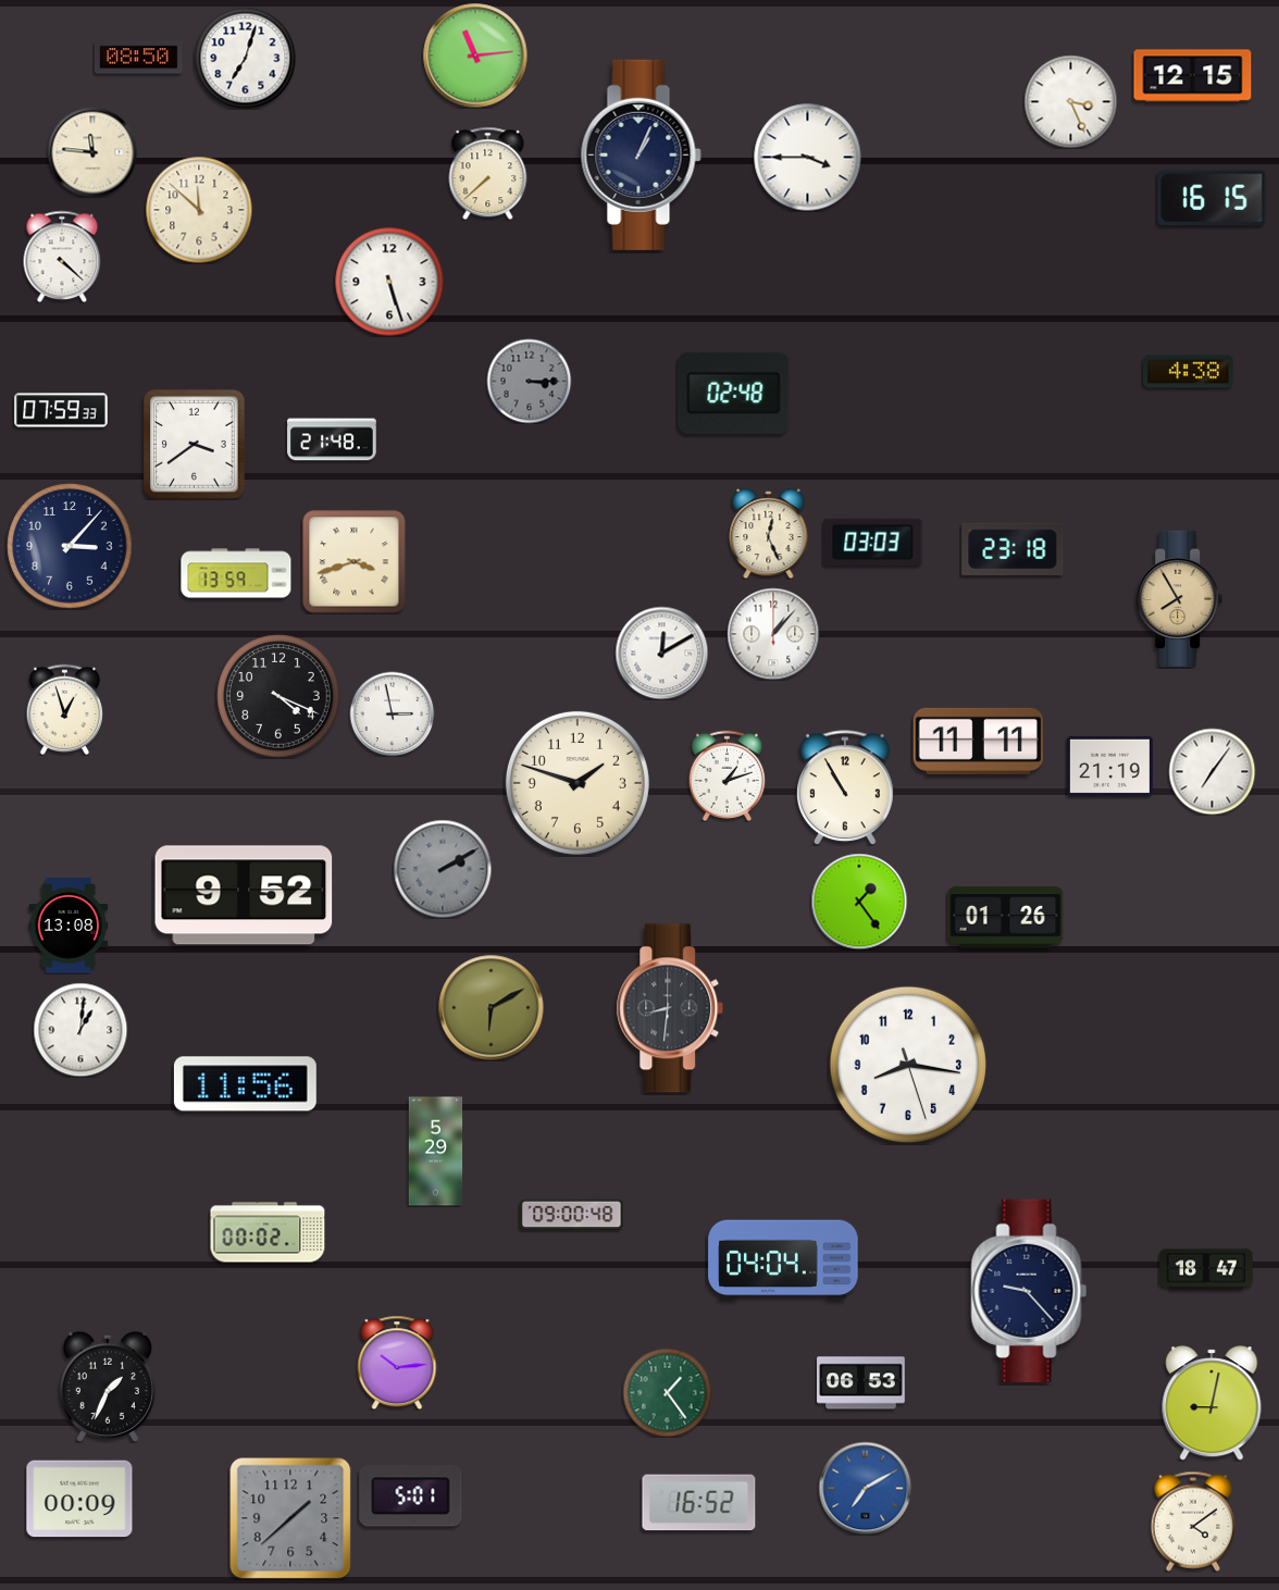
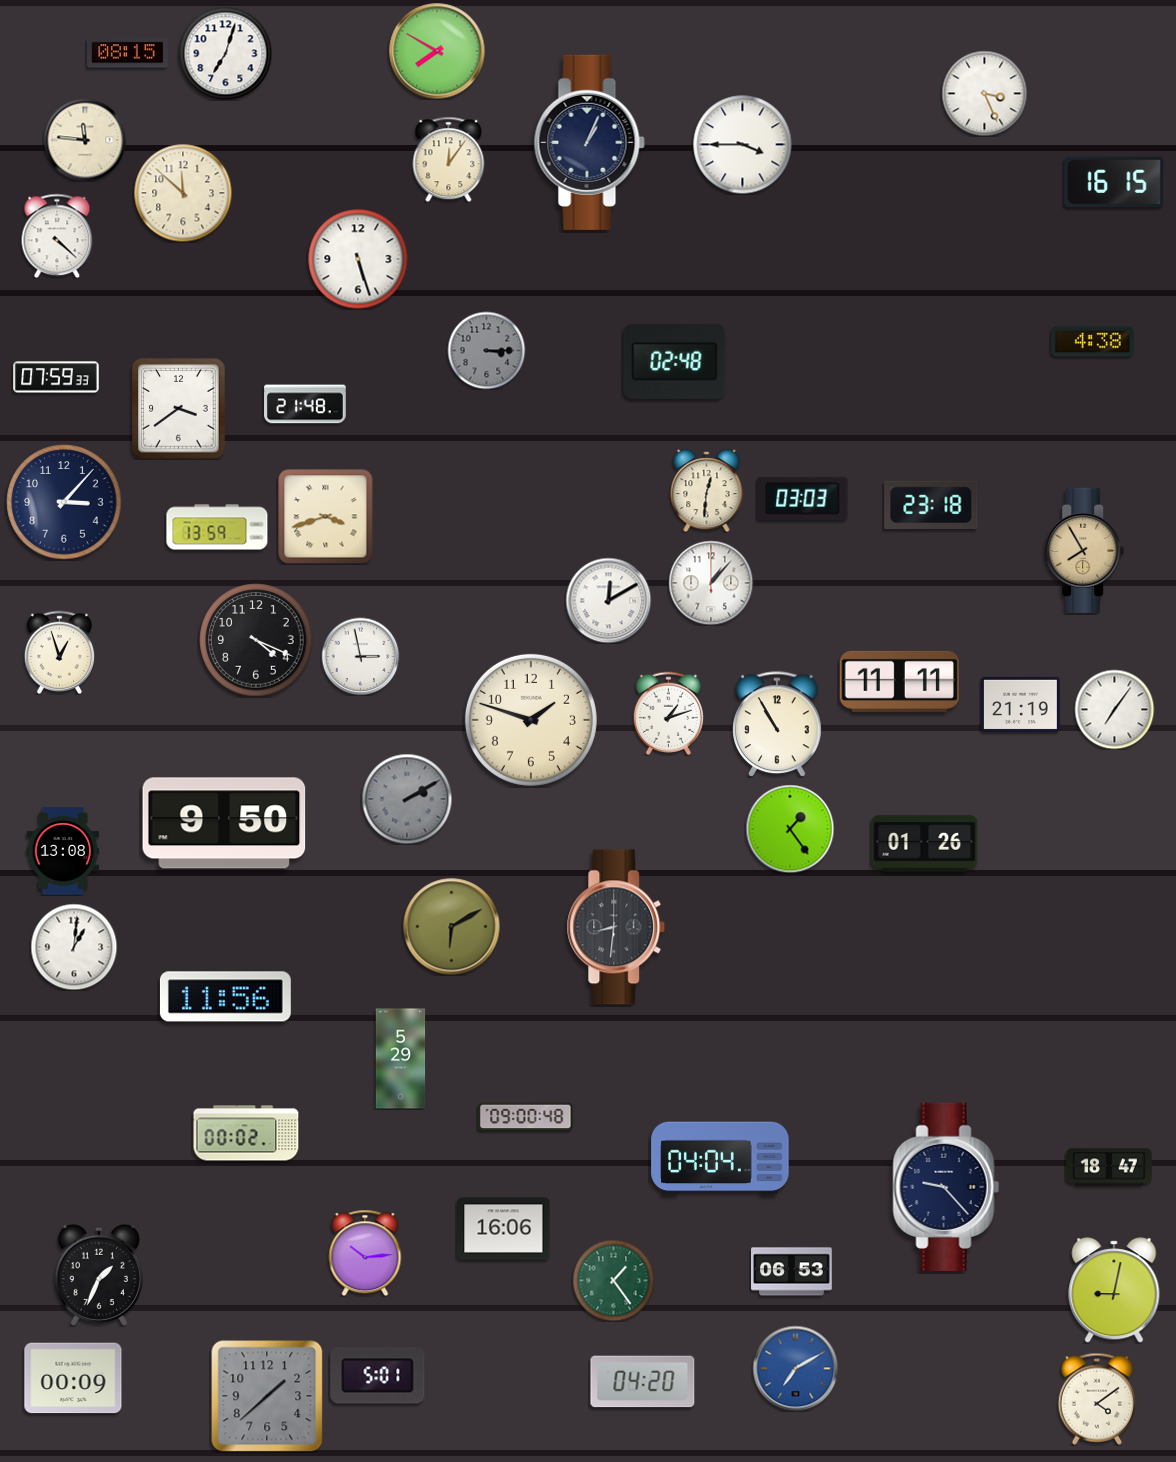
clock at (475, 55): 11:14 -> 7:50
clock at (139, 58): 08:50 -> 08:15
clock at (1193, 76): 12:15 -> none
clock at (488, 173): 7:38 -> 12:06
clock at (769, 534): 12:26 -> 12:31
clock at (244, 895): 9:52 -> 9:50
clock at (908, 1065): 8:16 -> none
clock at (504, 1229): none -> 16:06
clock at (699, 1503): 16:52 -> 04:20
